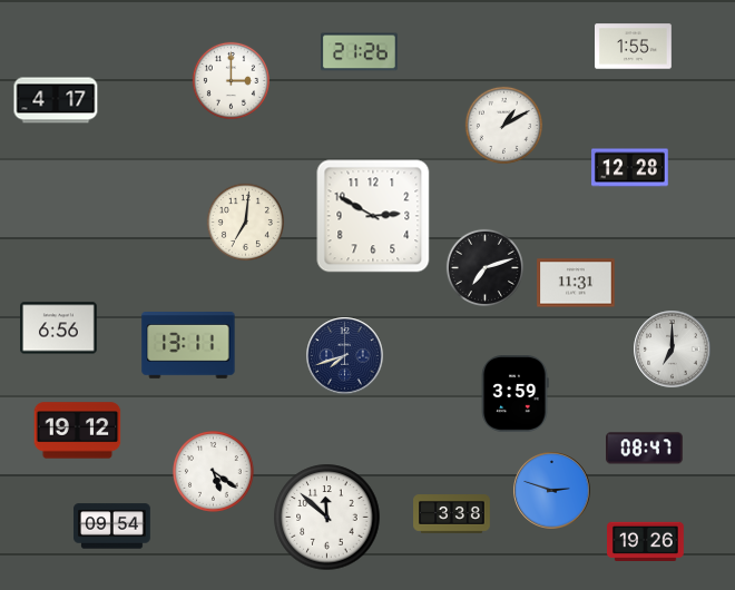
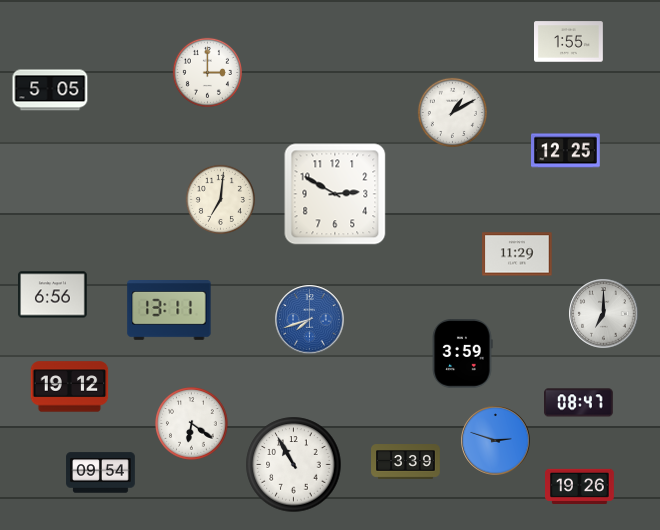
clock at (360, 52): 21:26 -> none
clock at (56, 100): 4:17 -> 5:05
clock at (630, 168): 12:28 -> 12:25
clock at (484, 267): 7:12 -> none
clock at (576, 283): 11:31 -> 11:29
clock at (345, 356) dial: navy -> blue
clock at (214, 472): 5:21 -> 6:21
clock at (452, 514): 3:38 -> 3:39
clock at (327, 518): 11:52 -> 10:55
